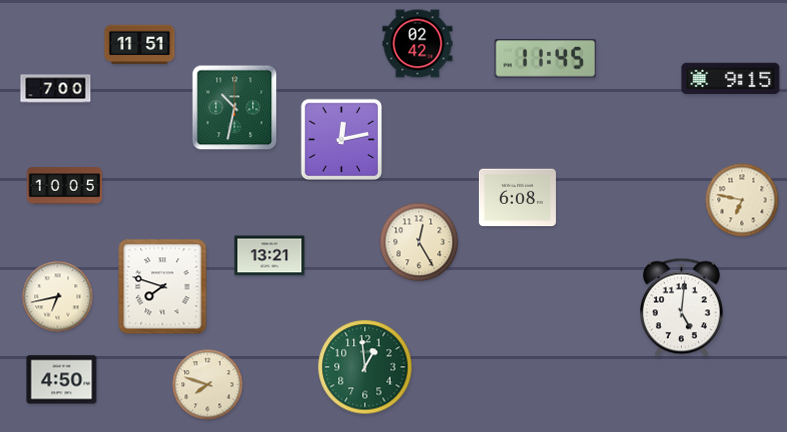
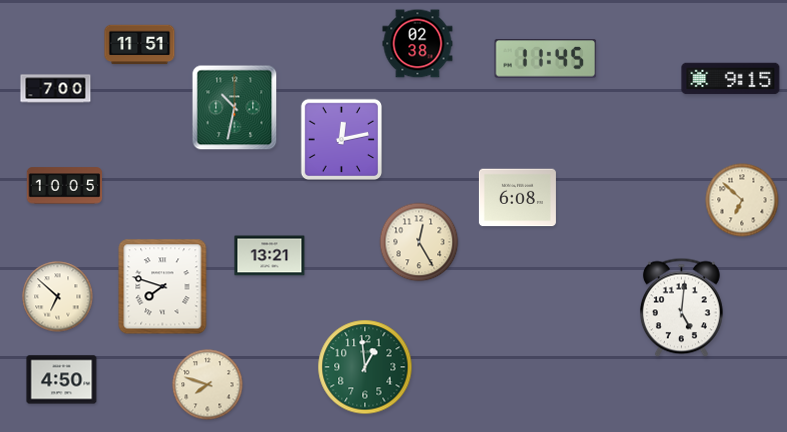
clock at (418, 44): 02:42 -> 02:38
clock at (742, 200): 6:47 -> 6:52
clock at (58, 297): 6:43 -> 6:52
